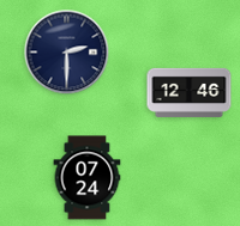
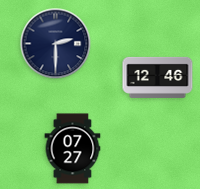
clock at (88, 178): 07:24 -> 07:27
